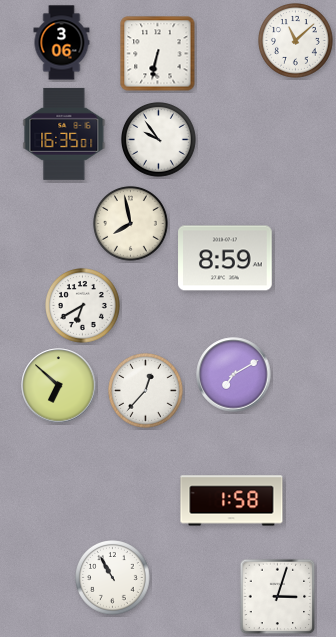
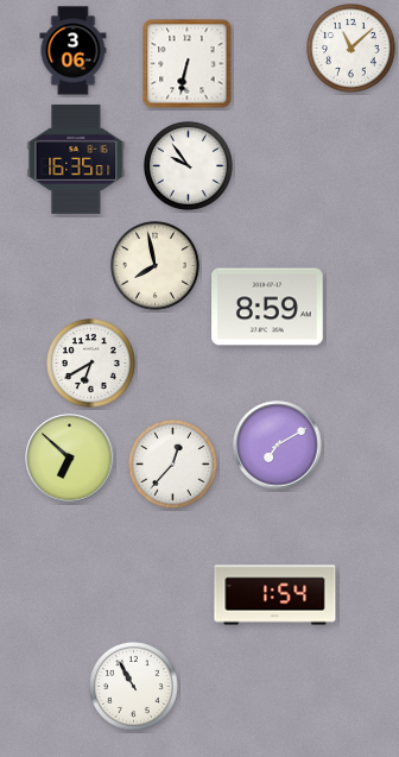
clock at (83, 306) position: (83, 306) -> (91, 364)
clock at (232, 501): 1:58 -> 1:54
clock at (278, 597): 3:03 -> none
